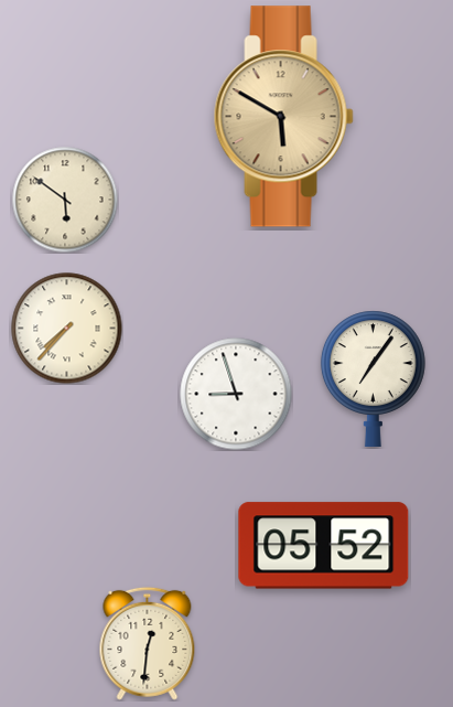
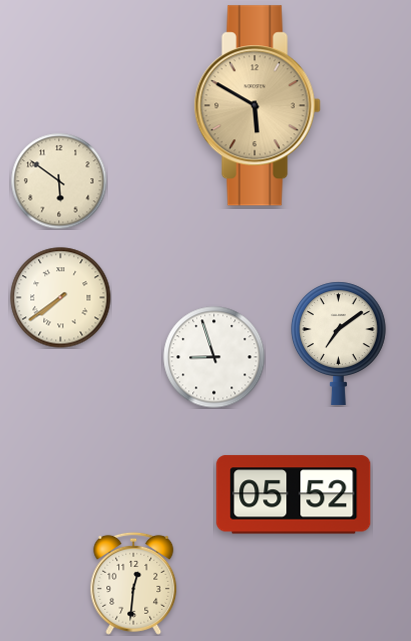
clock at (67, 329): 7:37 -> 7:39
clock at (373, 378): 7:06 -> 7:09
